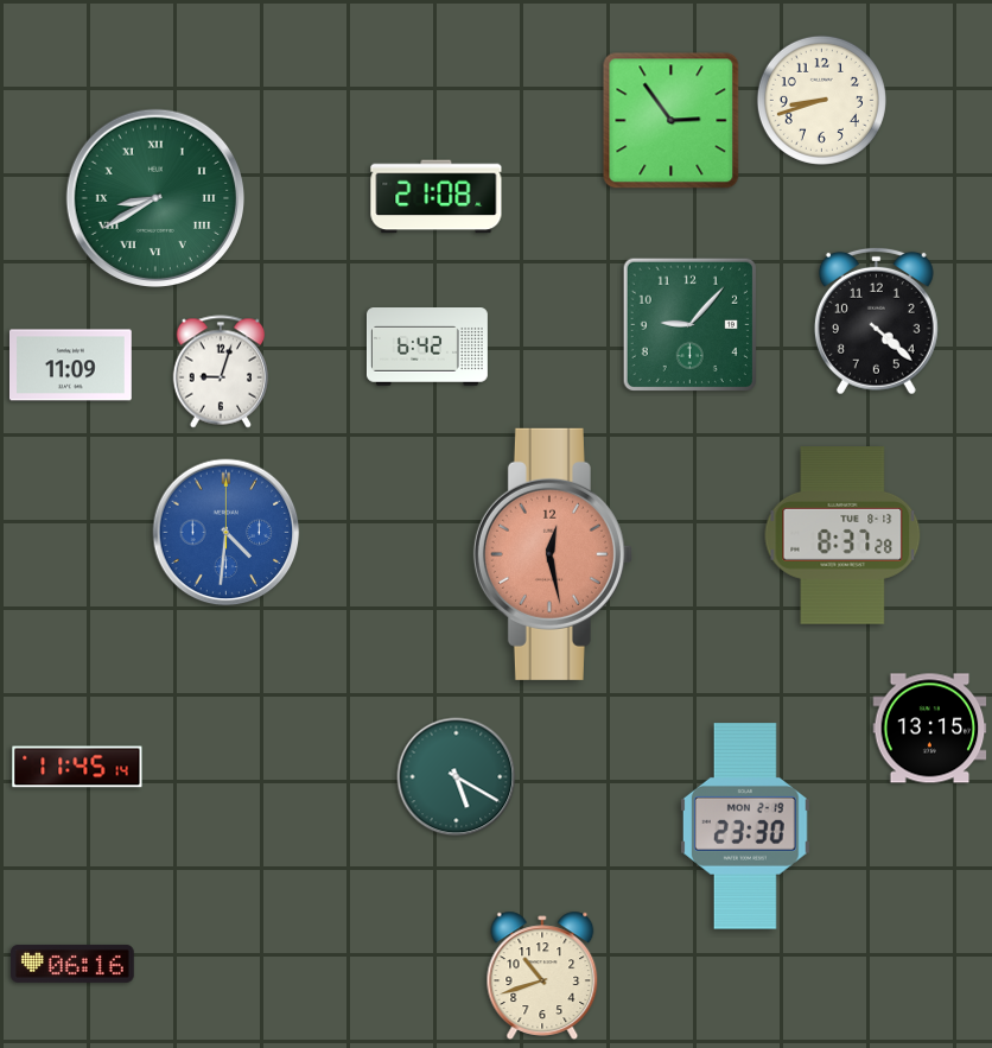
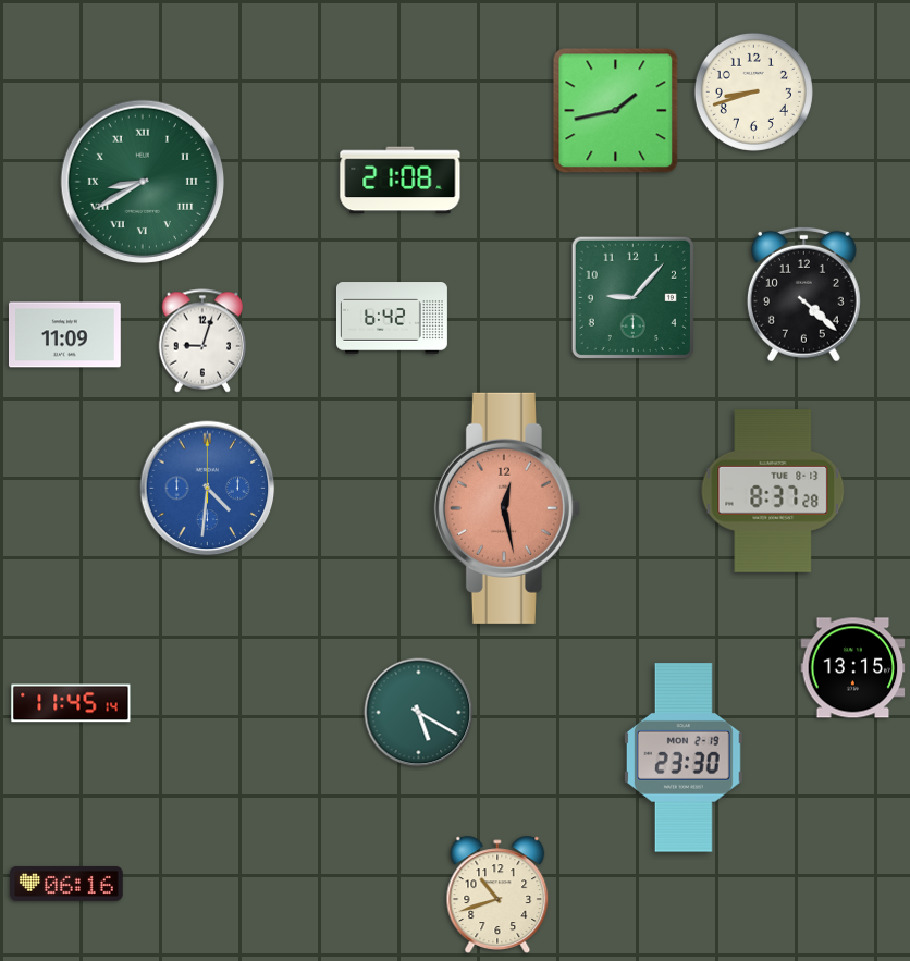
clock at (672, 121): 2:54 -> 1:43
